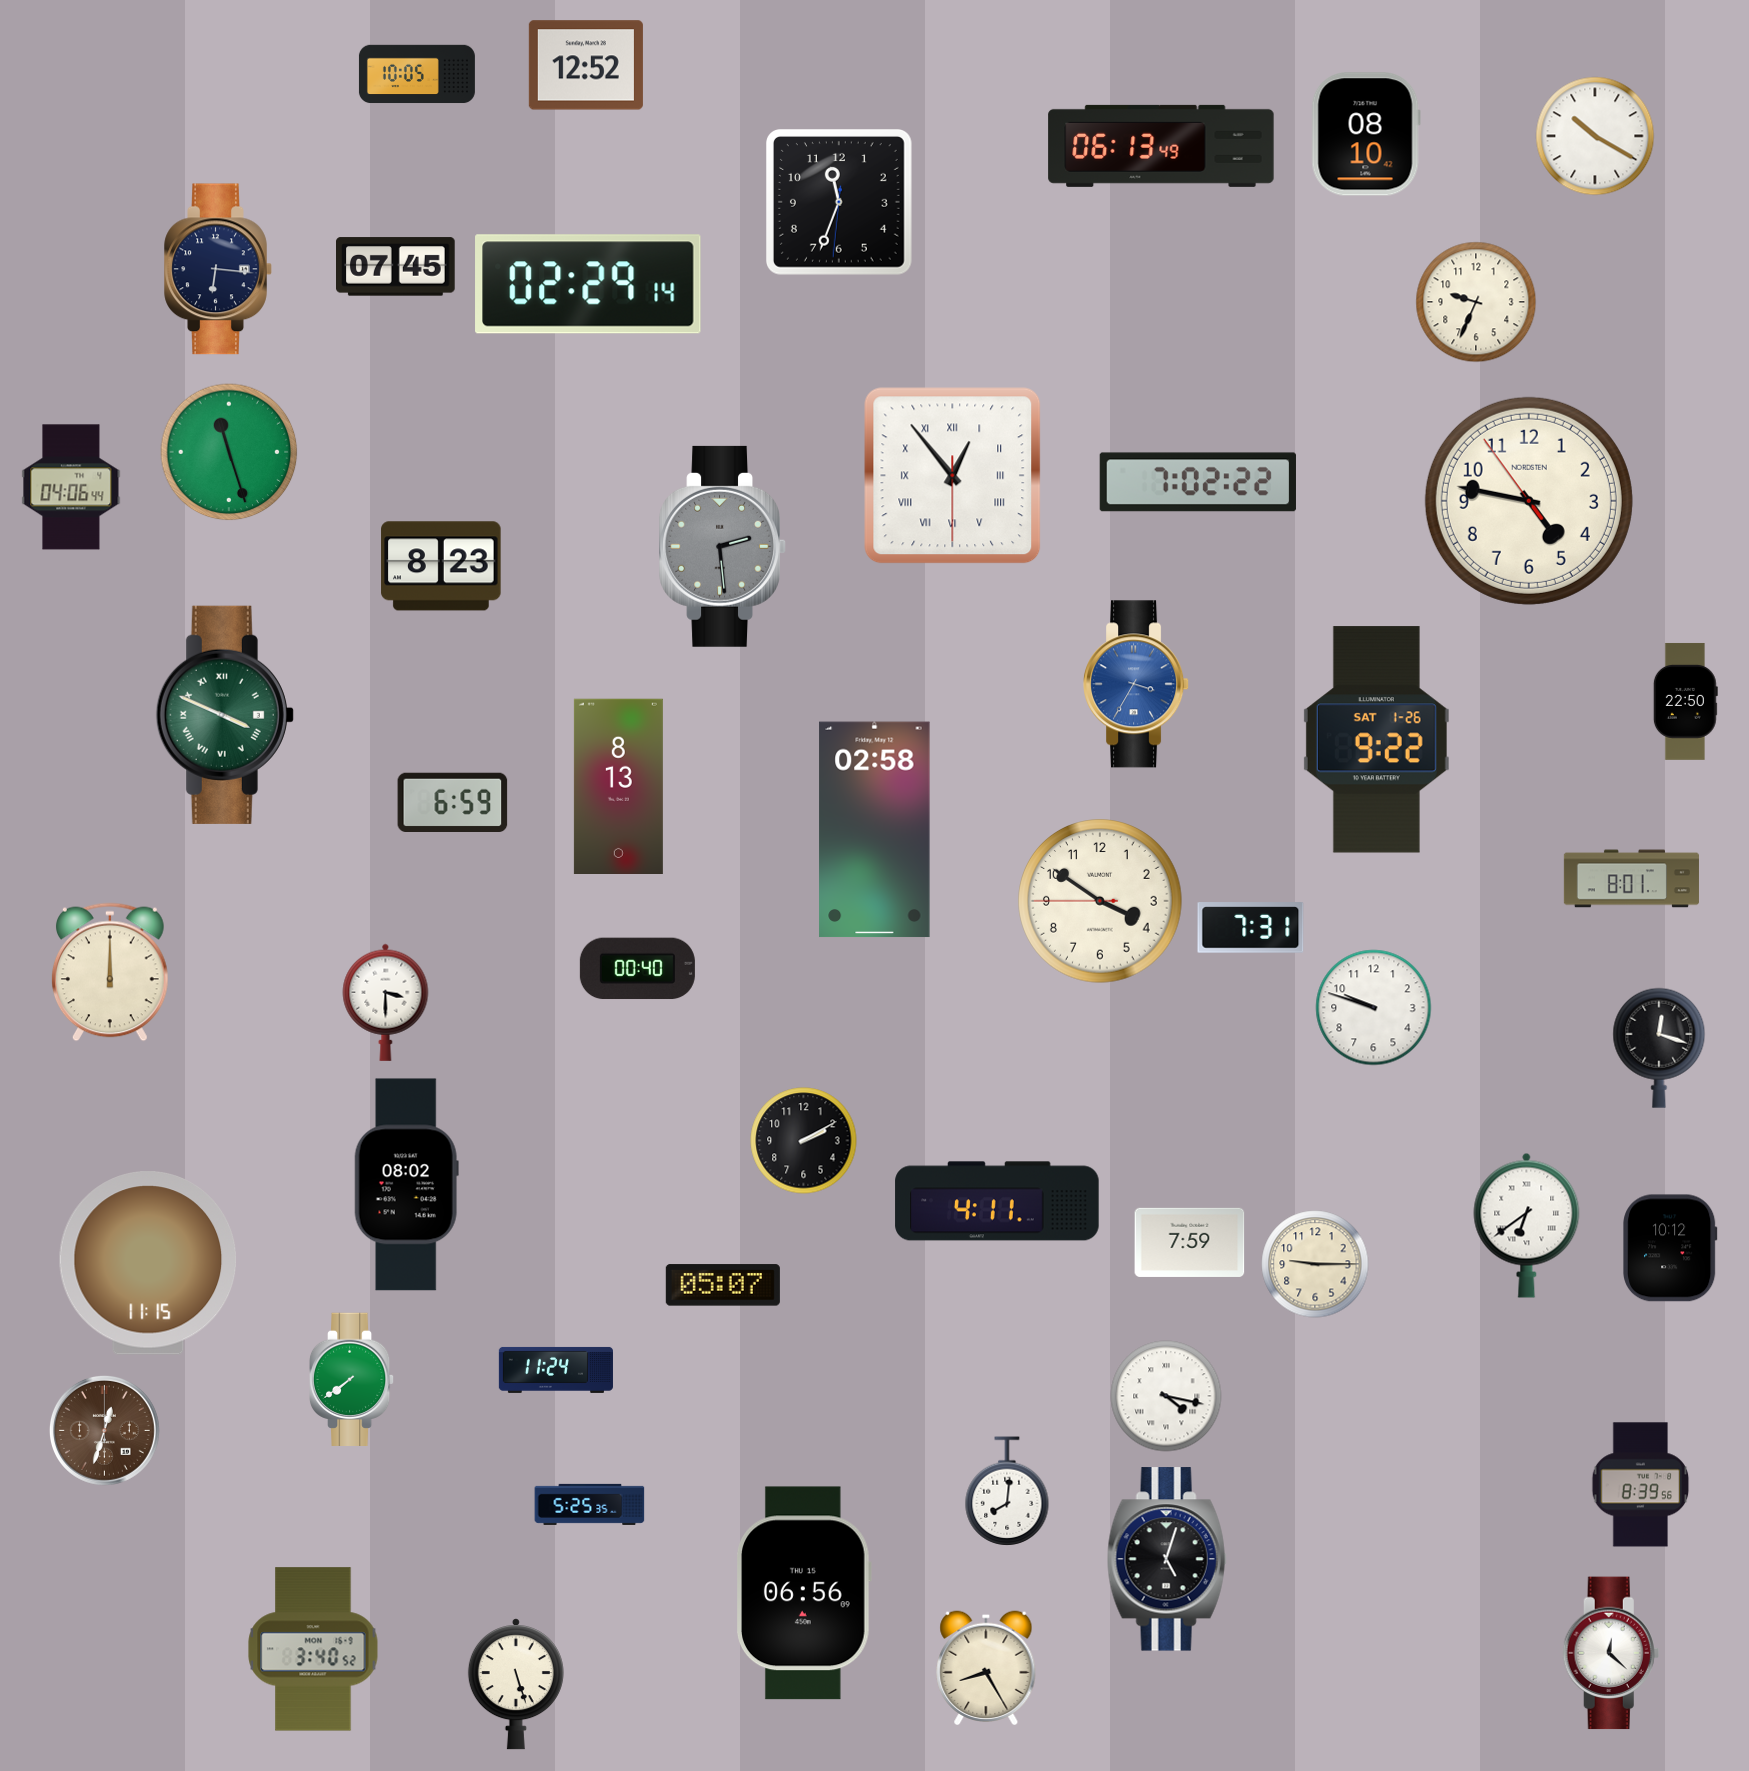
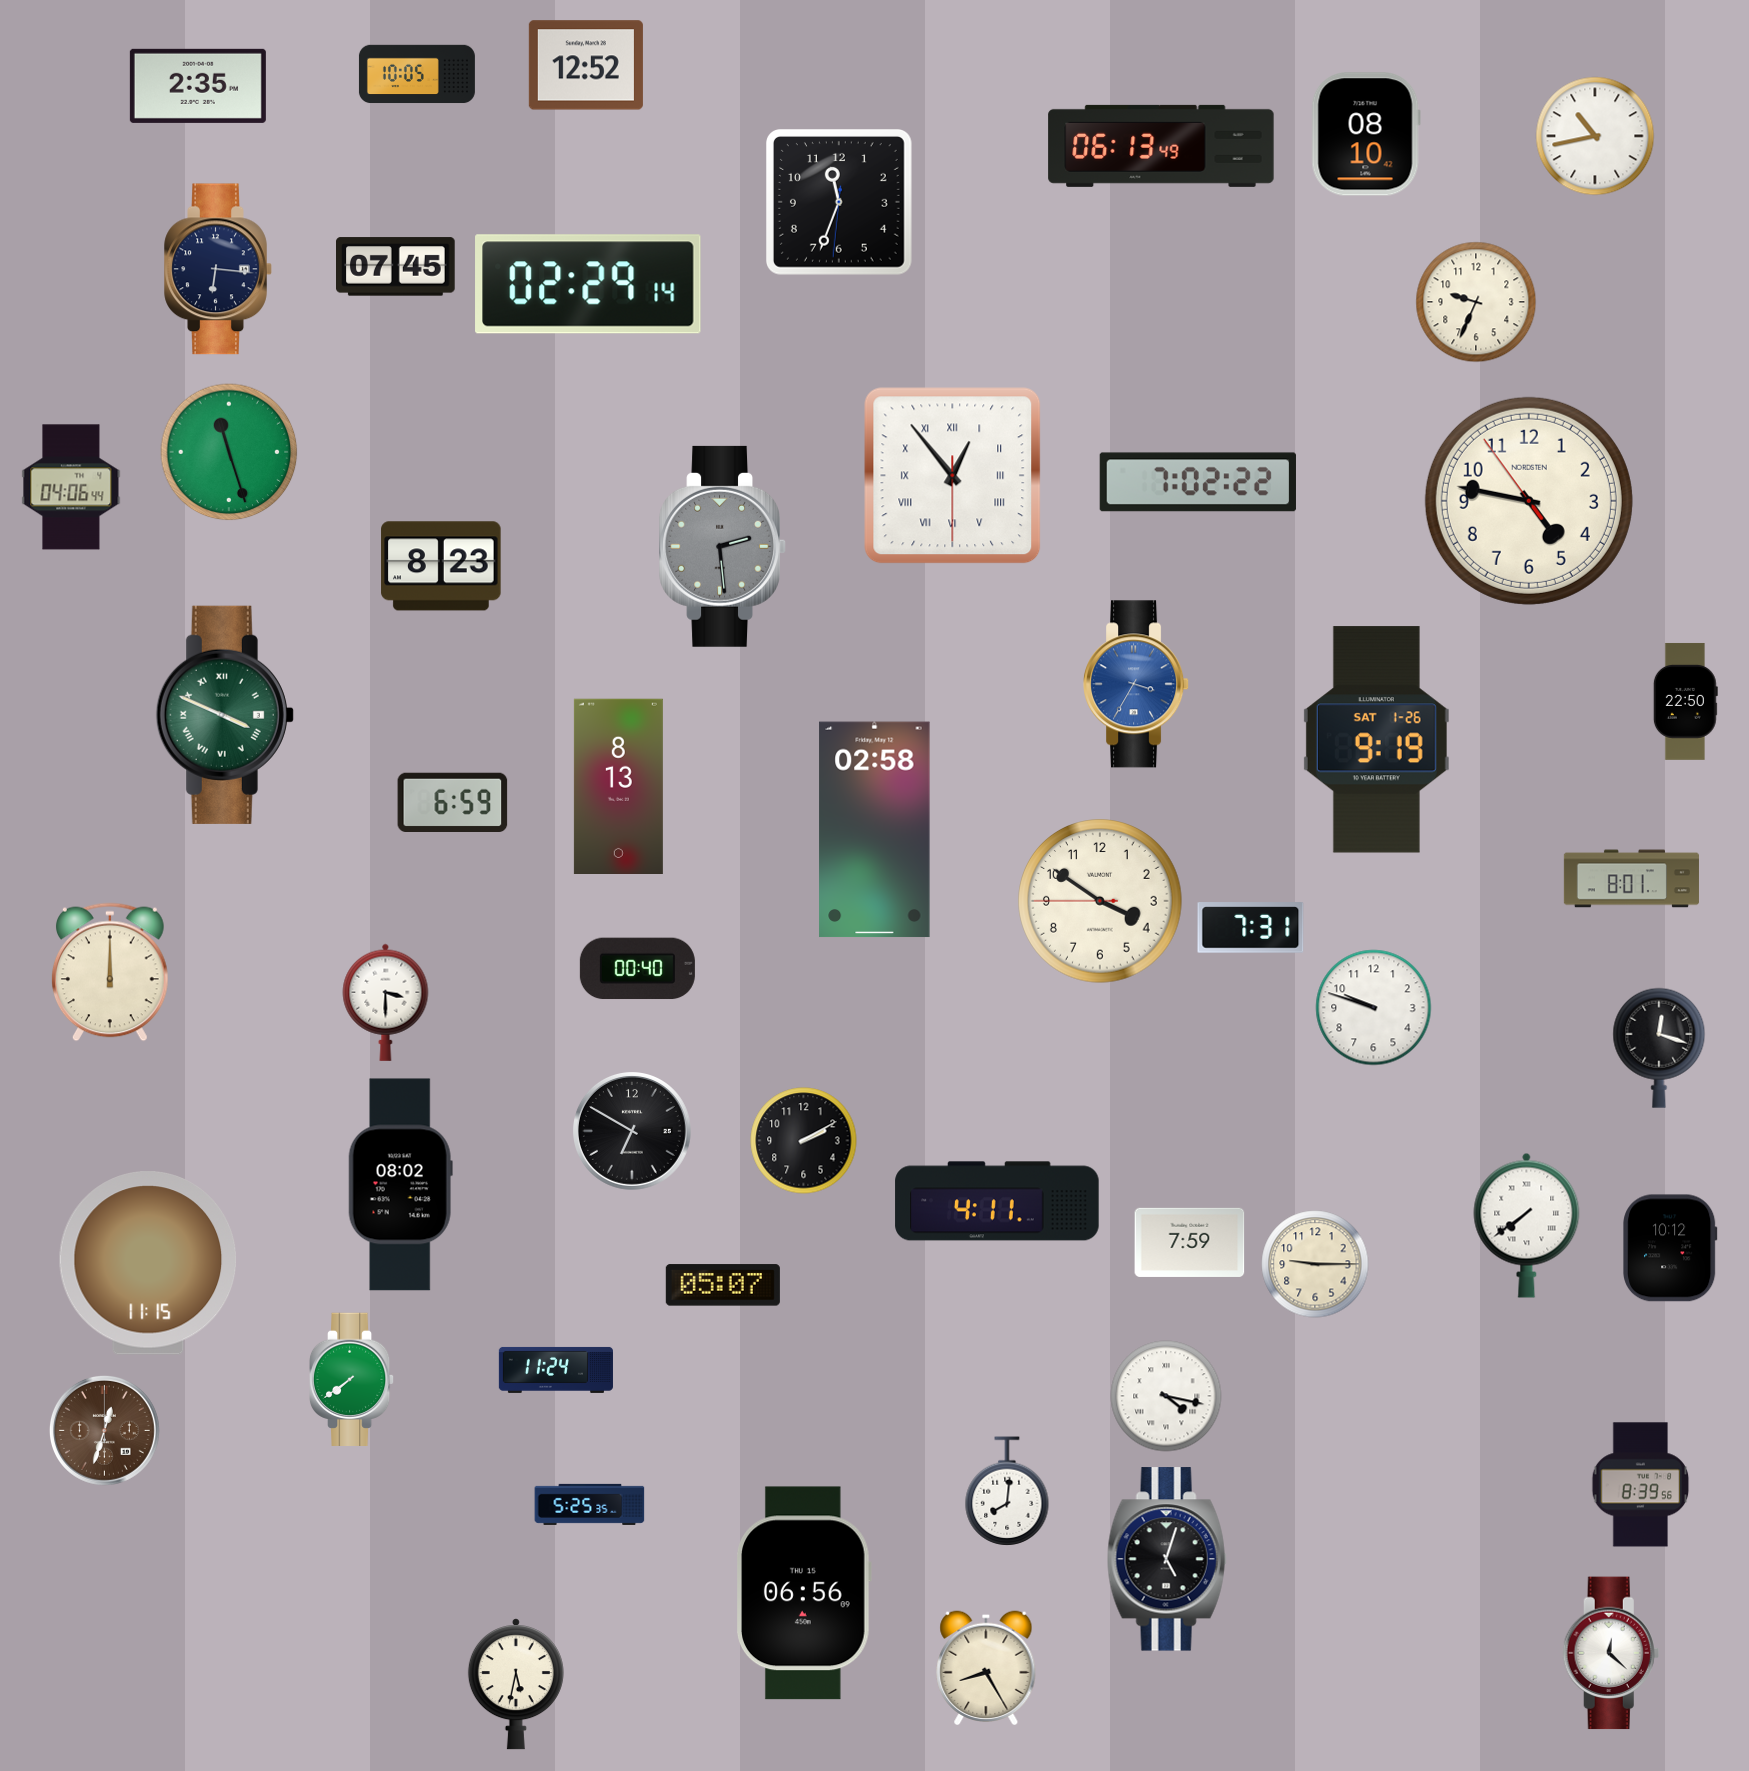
clock at (198, 86): none -> 2:35
clock at (1595, 136): 10:20 -> 10:43
clock at (1376, 740): 9:22 -> 9:19
clock at (633, 1132): none -> 6:50
clock at (406, 1185) position: (406, 1185) -> (400, 1185)
clock at (1527, 1225): 6:39 -> 7:39
clock at (313, 1649): 3:40 -> none
clock at (516, 1684): 5:27 -> 5:32
